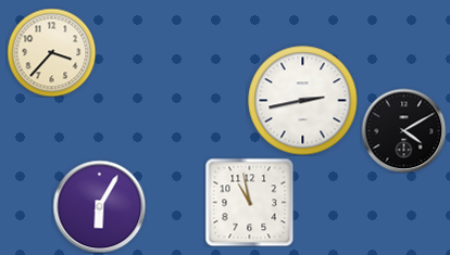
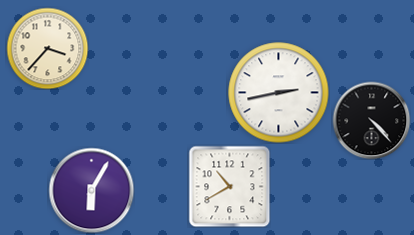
clock at (403, 130): 4:10 -> 4:23
clock at (249, 202): 10:58 -> 10:40
